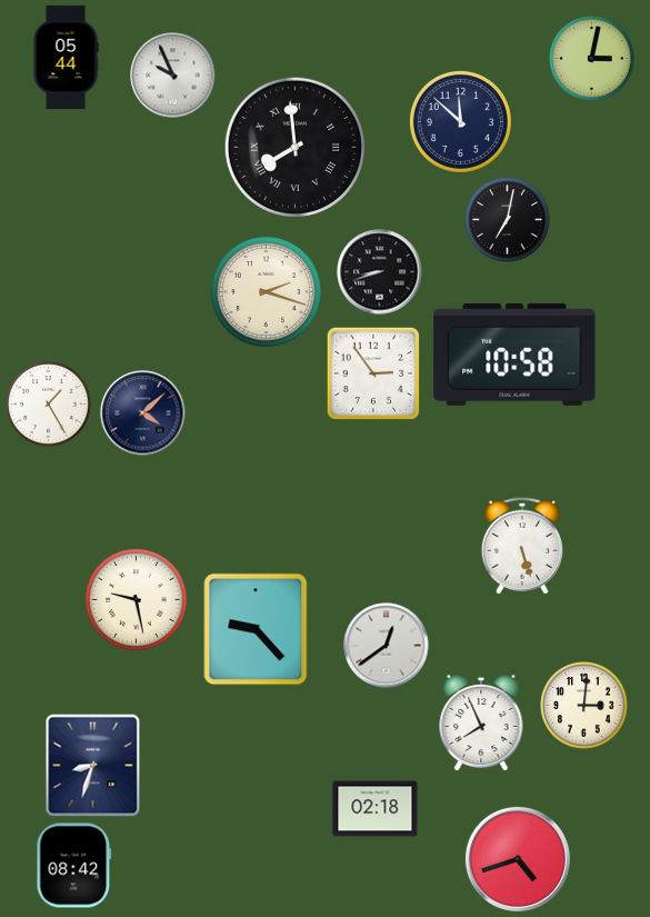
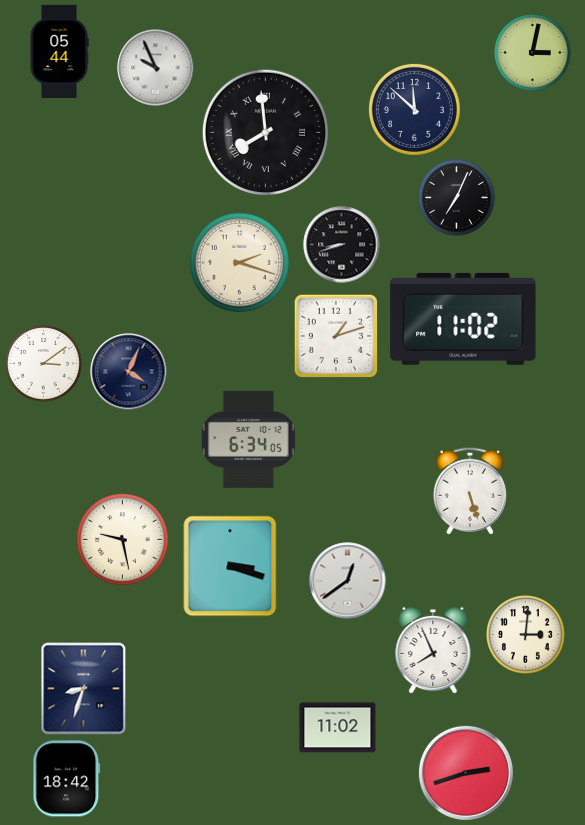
clock at (508, 220): 7:02 -> 7:04
clock at (514, 355): 10:58 -> 11:02
clock at (372, 372): 2:54 -> 1:12
clock at (49, 405): 1:25 -> 3:09
clock at (143, 413): 4:08 -> 4:04
clock at (248, 439): none -> 6:34
clock at (256, 629): 9:23 -> 3:18
clock at (376, 809): 02:18 -> 11:02
clock at (518, 859): 4:42 -> 2:42
clock at (74, 866): 08:42 -> 18:42
